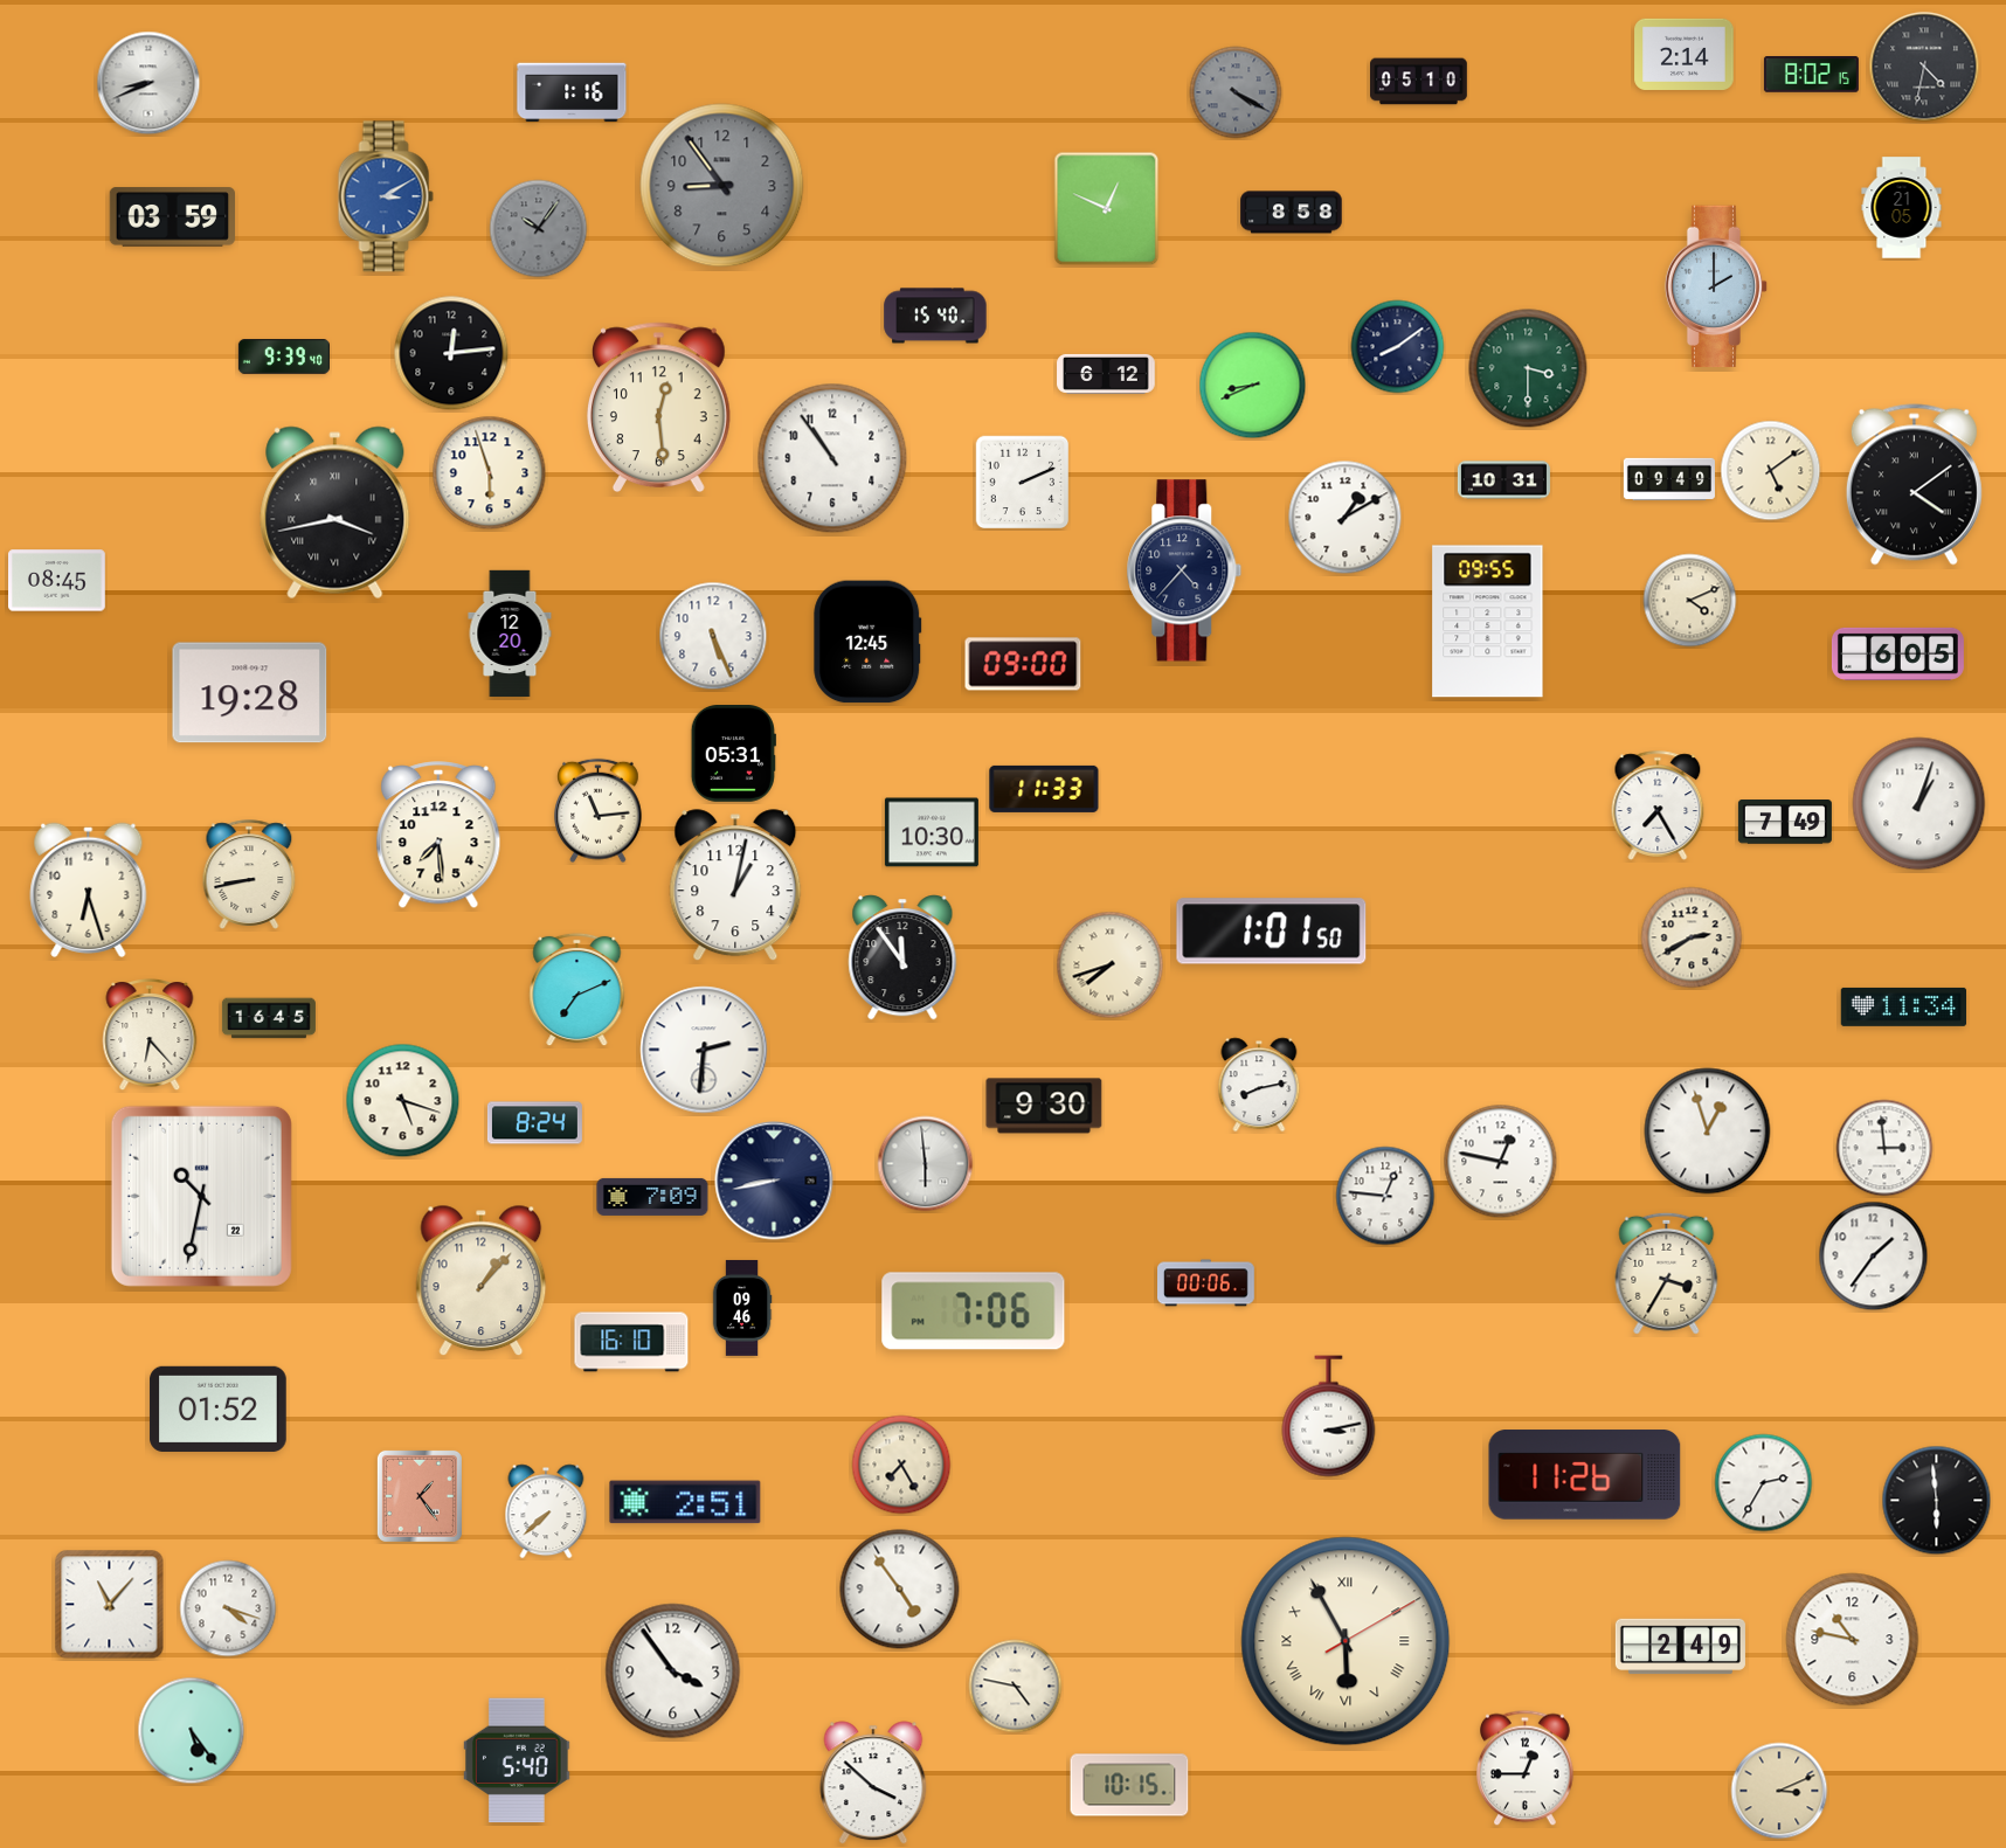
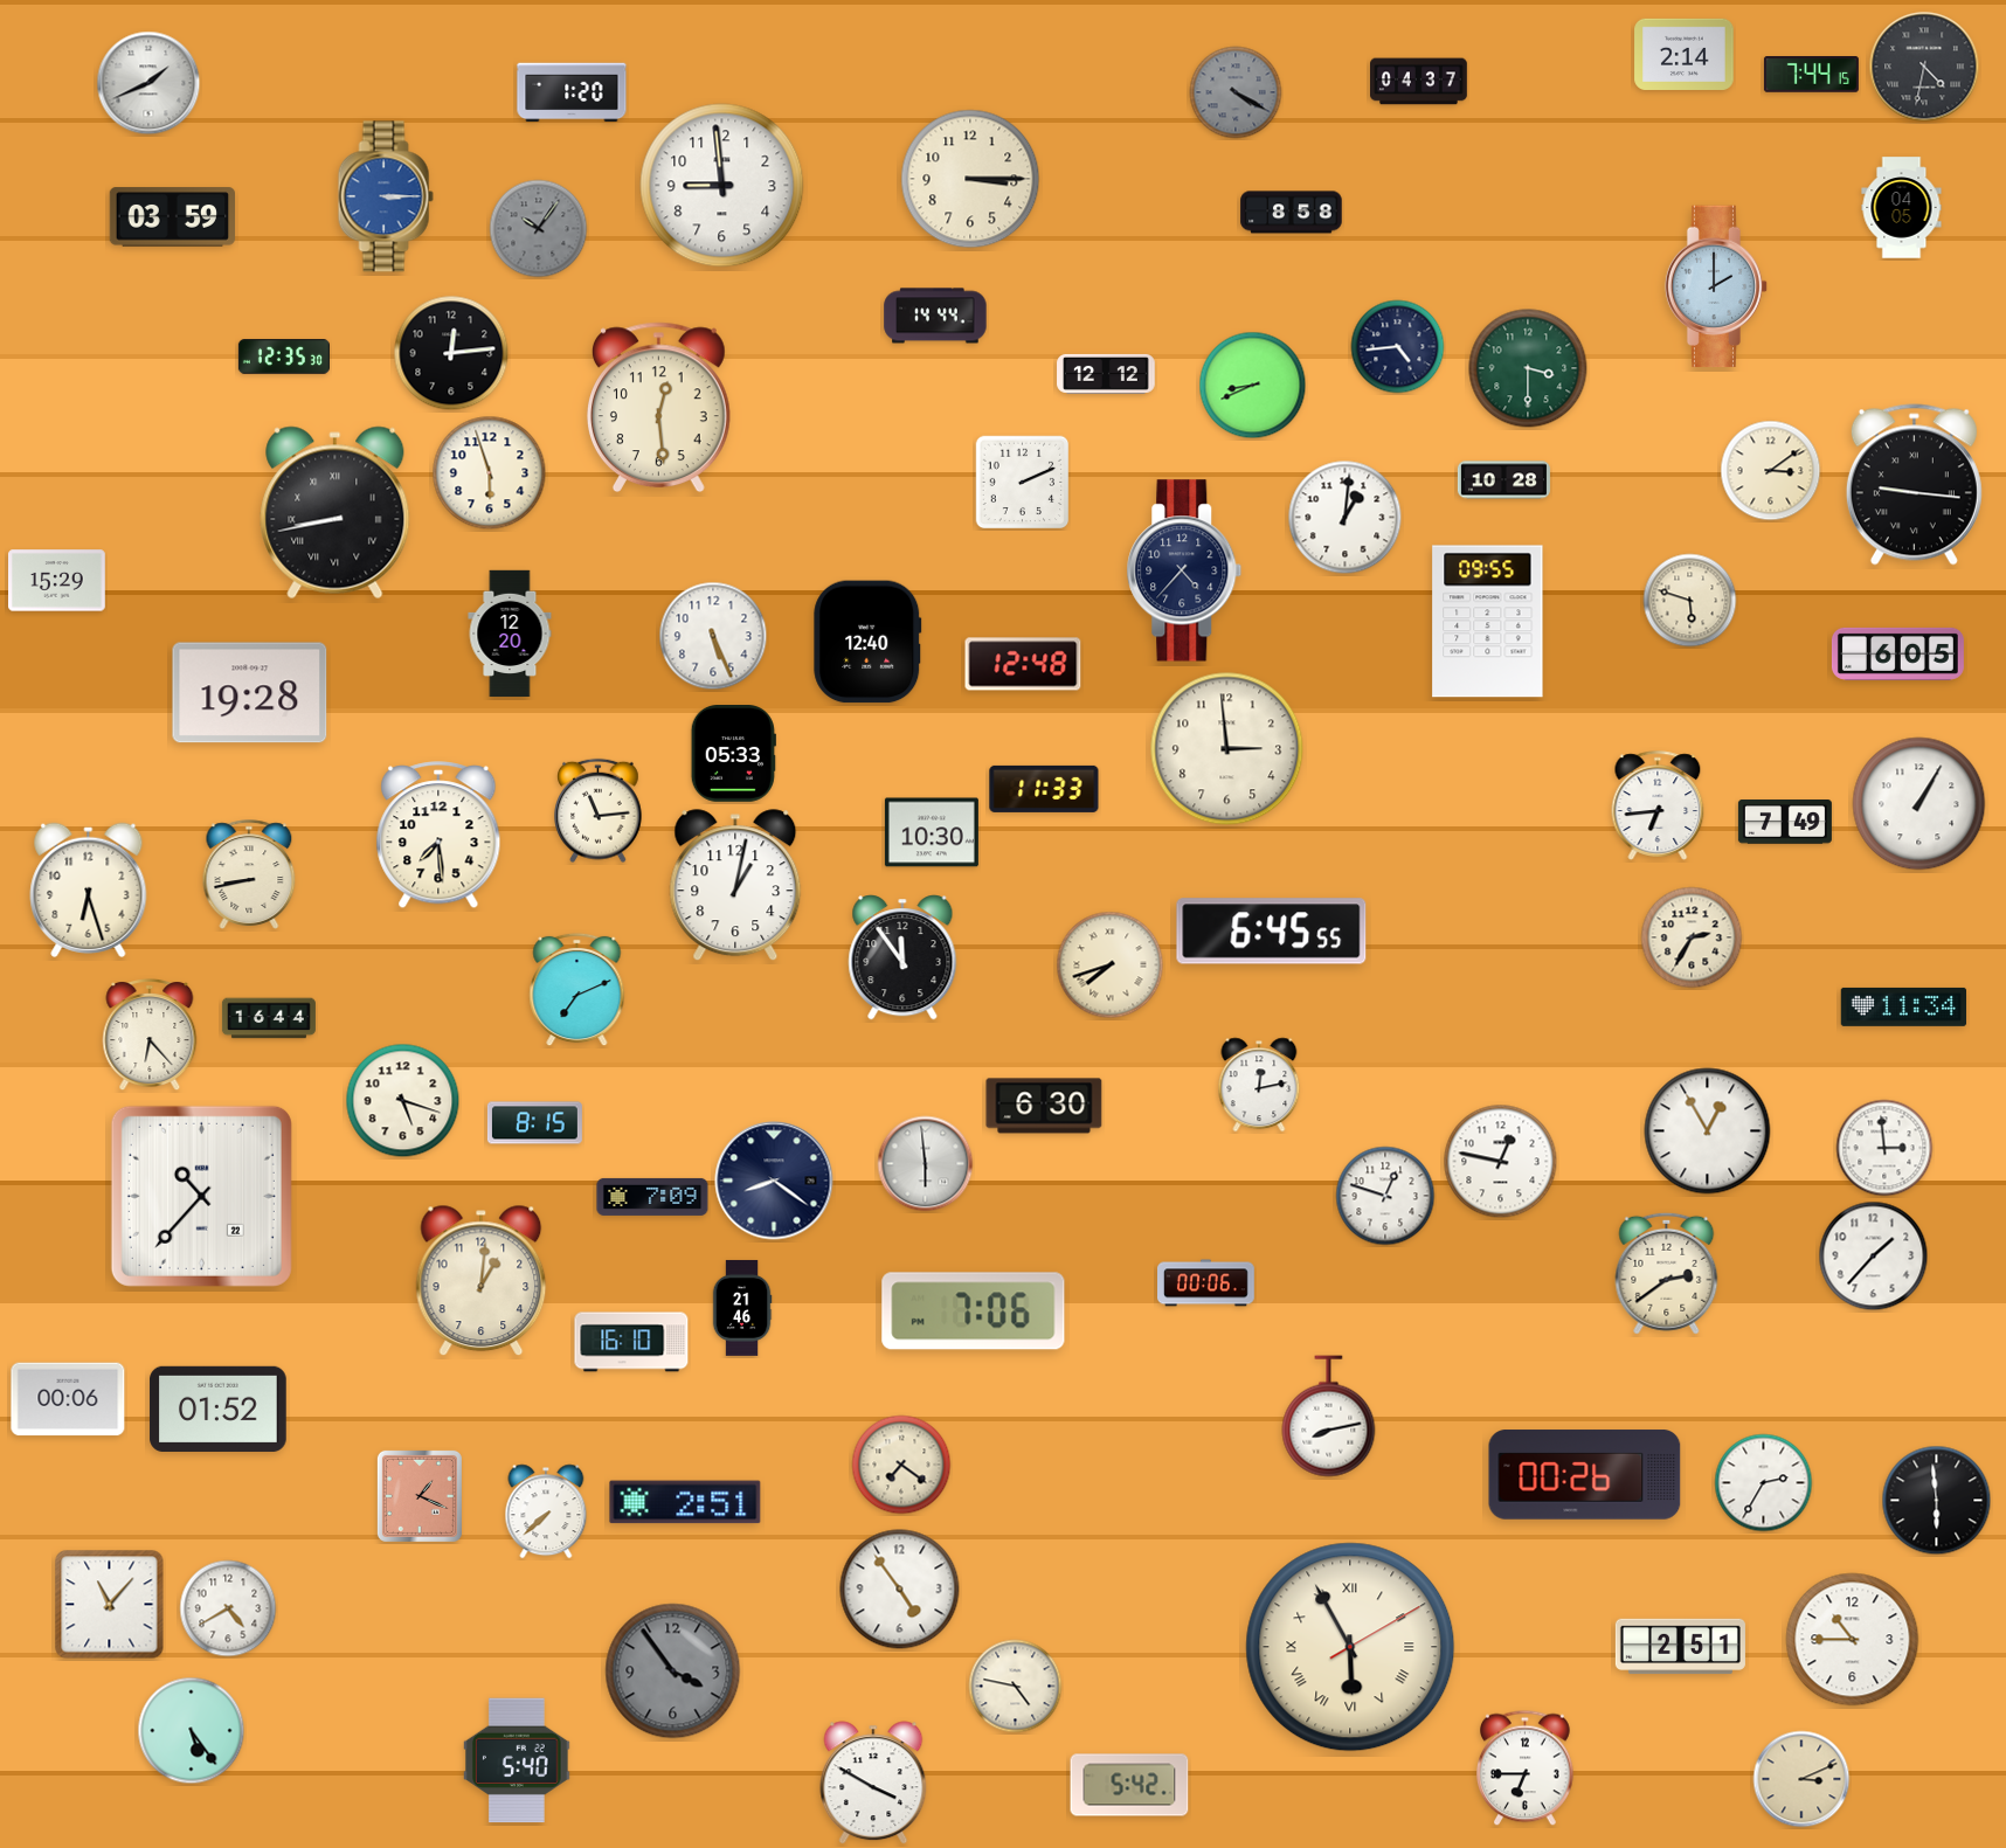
clock at (1811, 75): 8:02 -> 7:44
clock at (1419, 82): 05:10 -> 04:37
clock at (148, 83): 8:41 -> 1:41
clock at (572, 92): 1:16 -> 1:20
clock at (970, 179): none -> 3:15
clock at (722, 186): 8:54 -> 8:59
clock at (722, 186) dial: grey -> white
clock at (386, 196): 3:10 -> 3:15
clock at (1902, 208): 21:05 -> 04:05
clock at (1107, 209): 12:49 -> none
clock at (935, 316): 15:40 -> 14:44
clock at (1398, 347): 8:09 -> 4:44
clock at (284, 357): 9:39 -> 12:35
clock at (1106, 374): 6:12 -> 12:12
clock at (832, 458): 10:54 -> none
clock at (1771, 471): 5:09 -> 3:09
clock at (1669, 478): 09:49 -> none
clock at (1503, 480): 10:31 -> 10:28
clock at (1914, 485): 4:09 -> 9:16
clock at (336, 513): 3:43 -> 8:43
clock at (1346, 518): 1:10 -> 1:01
clock at (57, 581): 08:45 -> 15:29
clock at (1690, 601): 4:11 -> 5:48
clock at (867, 642): 12:45 -> 12:40
clock at (1023, 664): 09:00 -> 12:48
clock at (1227, 749): none -> 2:59
clock at (733, 754): 05:31 -> 05:33
clock at (1919, 804): 1:03 -> 1:05
clock at (1658, 805): 7:25 -> 6:44
clock at (1272, 932): 1:01 -> 6:45
clock at (1692, 937): 2:40 -> 2:35
clock at (269, 1018): 16:45 -> 16:44
clock at (704, 1050): 2:31 -> none
clock at (1259, 1085): 8:13 -> 12:13
clock at (1044, 1106): 9:30 -> 6:30
clock at (534, 1123): 8:24 -> 8:15
clock at (1708, 1131): 12:57 -> 12:55
clock at (774, 1181): 8:43 -> 8:21
clock at (201, 1196): 10:32 -> 10:37
clock at (1385, 1196): 12:46 -> 12:48
clock at (1874, 1257): 1:36 -> 1:37
clock at (1667, 1273): 3:35 -> 2:39
clock at (482, 1281): 1:07 -> 1:01
clock at (742, 1308): 09:46 -> 21:46
clock at (68, 1399): none -> 00:06
clock at (1329, 1417): 3:13 -> 8:13
clock at (901, 1465): 7:25 -> 7:21
clock at (1585, 1475): 11:26 -> 00:26
clock at (420, 1496): 1:24 -> 1:19
clock at (228, 1608): 4:18 -> 4:40
clock at (1853, 1640): 10:47 -> 10:45
clock at (1346, 1641) position: (1346, 1641) -> (1350, 1647)
clock at (1680, 1647): 2:49 -> 2:51
clock at (673, 1671) dial: white -> grey
clock at (1526, 1769): 12:45 -> 6:45
clock at (873, 1783): 3:52 -> 3:50
clock at (1129, 1785): 10:15 -> 5:42
clock at (1779, 1791) position: (1779, 1791) -> (1801, 1779)
